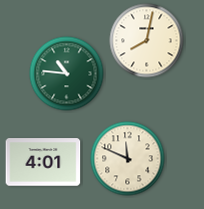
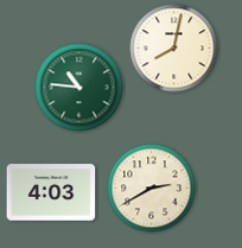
clock at (128, 159): 11:49 -> 2:40
clock at (43, 162): 4:01 -> 4:03
